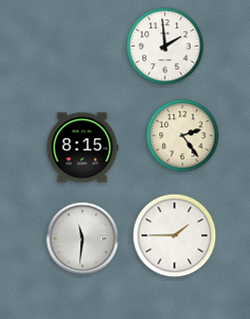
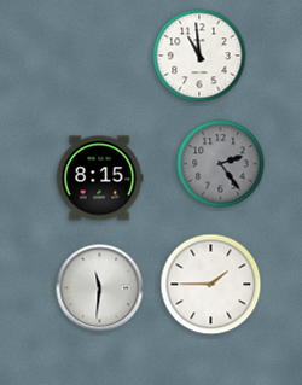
clock at (165, 46): 1:59 -> 10:59
clock at (183, 136) dial: cream -> grey
